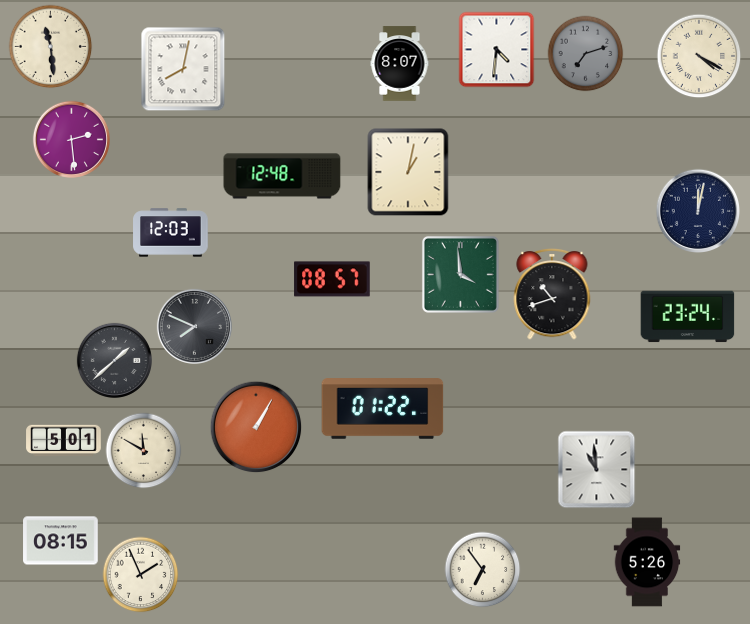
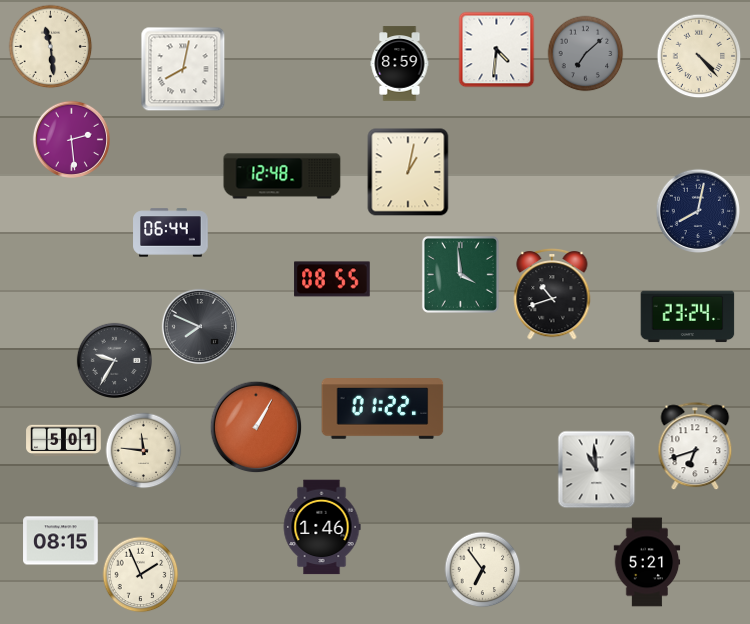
clock at (586, 54): 7:12 -> 7:08
clock at (699, 56): 4:20 -> 4:23
clock at (400, 64): 8:07 -> 8:59
clock at (697, 210): 12:02 -> 8:02
clock at (171, 233): 12:03 -> 06:44
clock at (332, 279): 08:57 -> 08:55
clock at (194, 326) position: (194, 326) -> (199, 326)
clock at (114, 360): 1:38 -> 9:35
clock at (695, 447): none -> 6:42
clock at (144, 451): 11:50 -> 11:46
clock at (322, 527): none -> 1:46
clock at (647, 562): 5:26 -> 5:21
